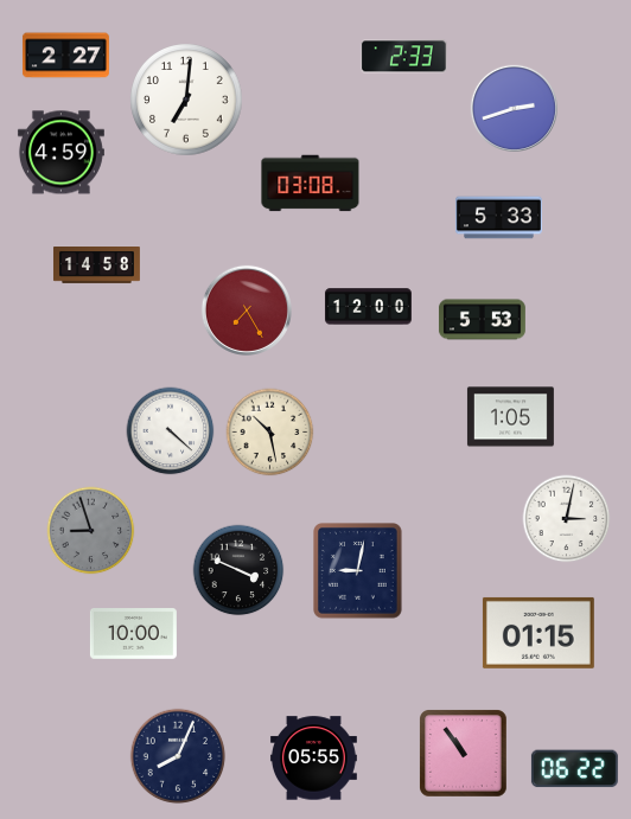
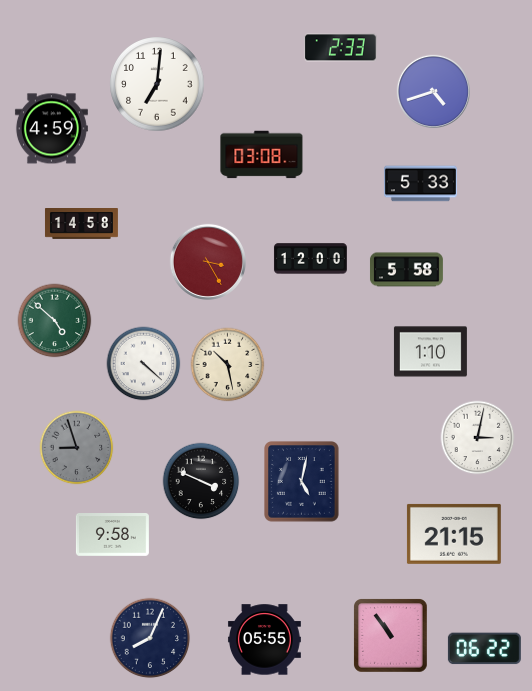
clock at (65, 56): 2:27 -> none
clock at (514, 108): 2:42 -> 4:42
clock at (247, 311): 7:25 -> 3:25
clock at (482, 320): 5:53 -> 5:58
clock at (55, 321): none -> 4:52
clock at (510, 417): 1:05 -> 1:10
clock at (358, 571): 9:02 -> 5:02
clock at (538, 633): 01:15 -> 21:15
clock at (133, 634): 10:00 -> 9:58
